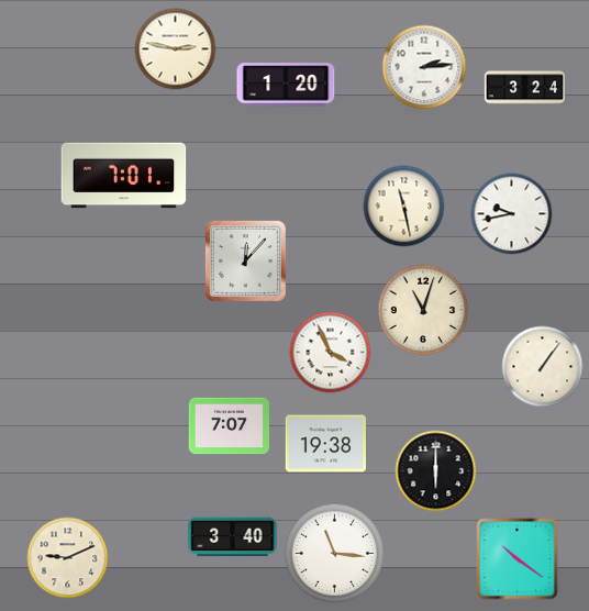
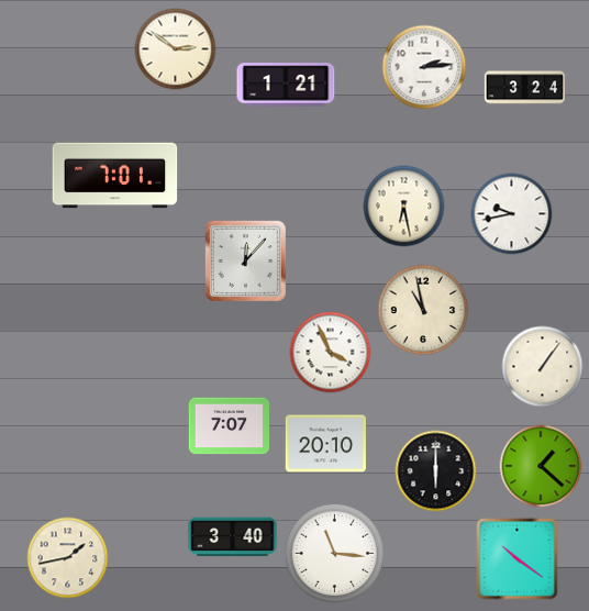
clock at (176, 49): 2:47 -> 2:51
clock at (286, 85): 1:20 -> 1:21
clock at (124, 176) position: (124, 176) -> (115, 176)
clock at (404, 207): 11:28 -> 6:28
clock at (423, 310): 11:03 -> 10:58
clock at (325, 444): 19:38 -> 20:10
clock at (541, 466): none -> 1:22
clock at (68, 558): 9:11 -> 1:43
